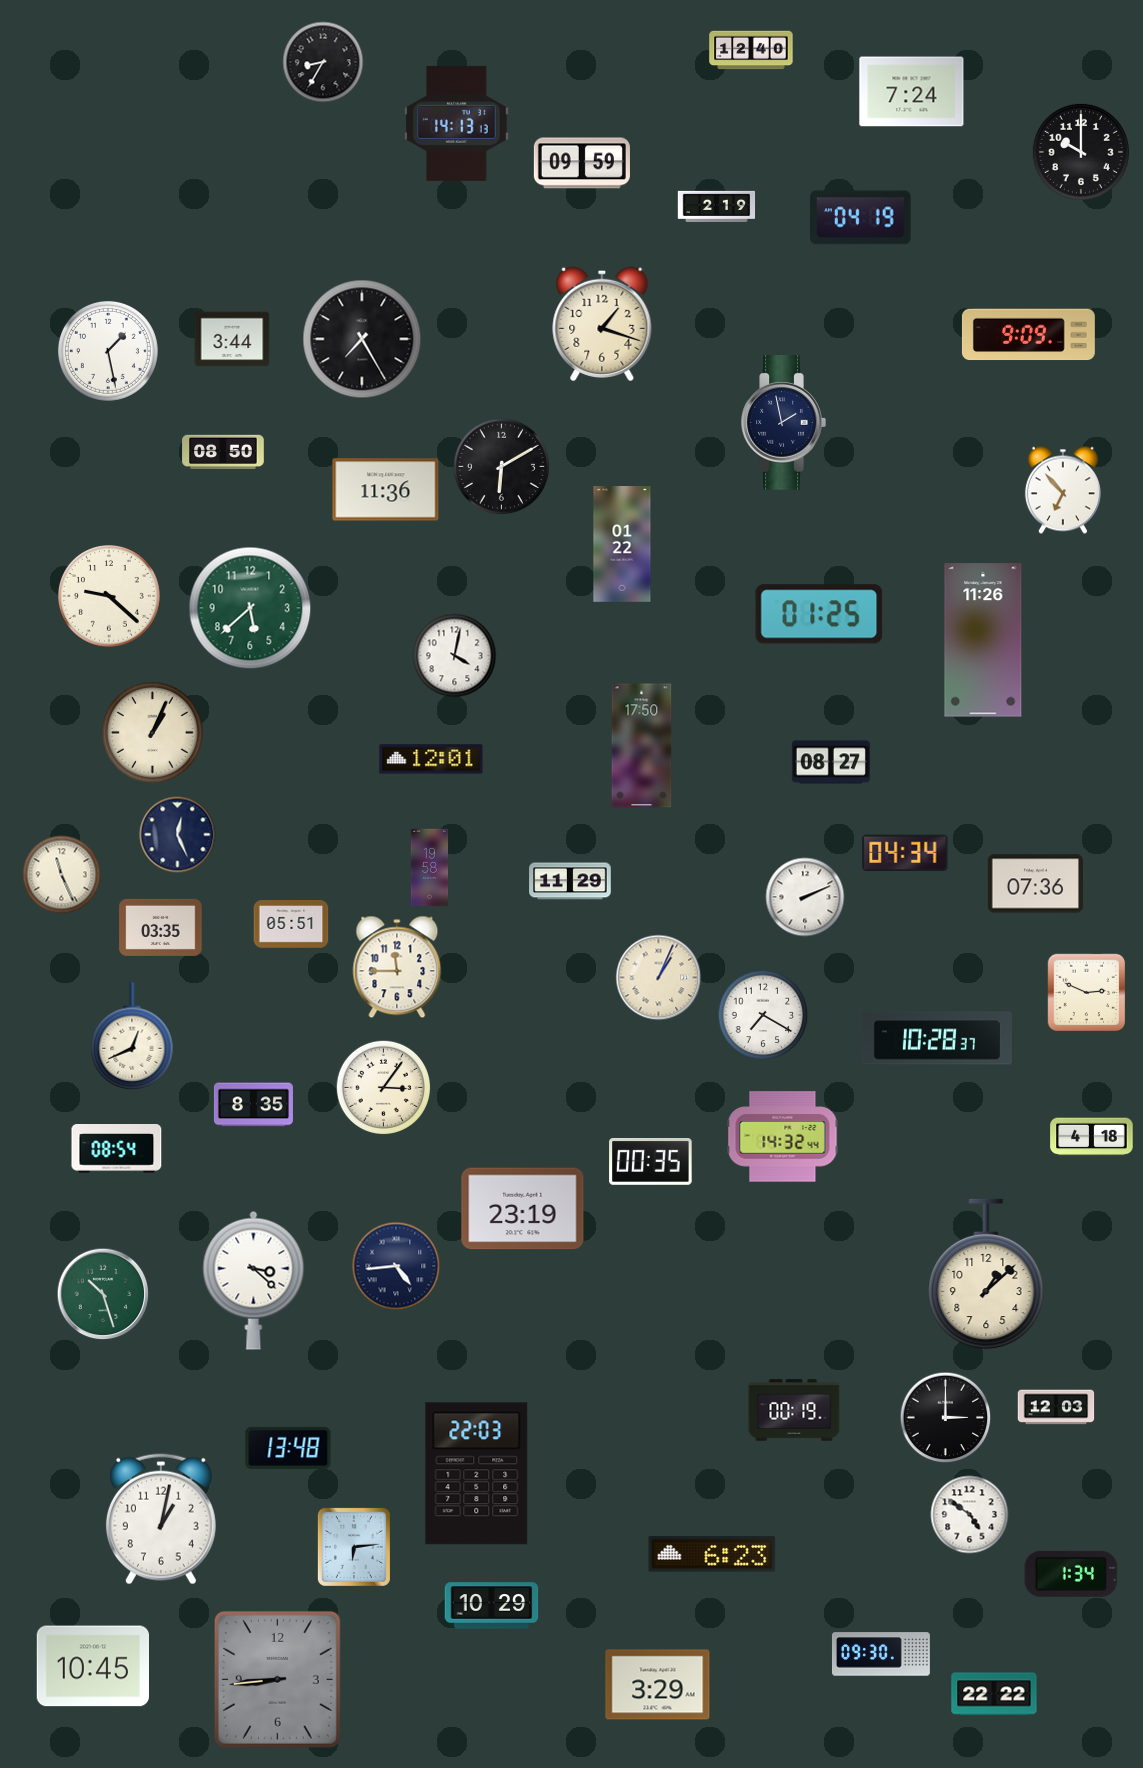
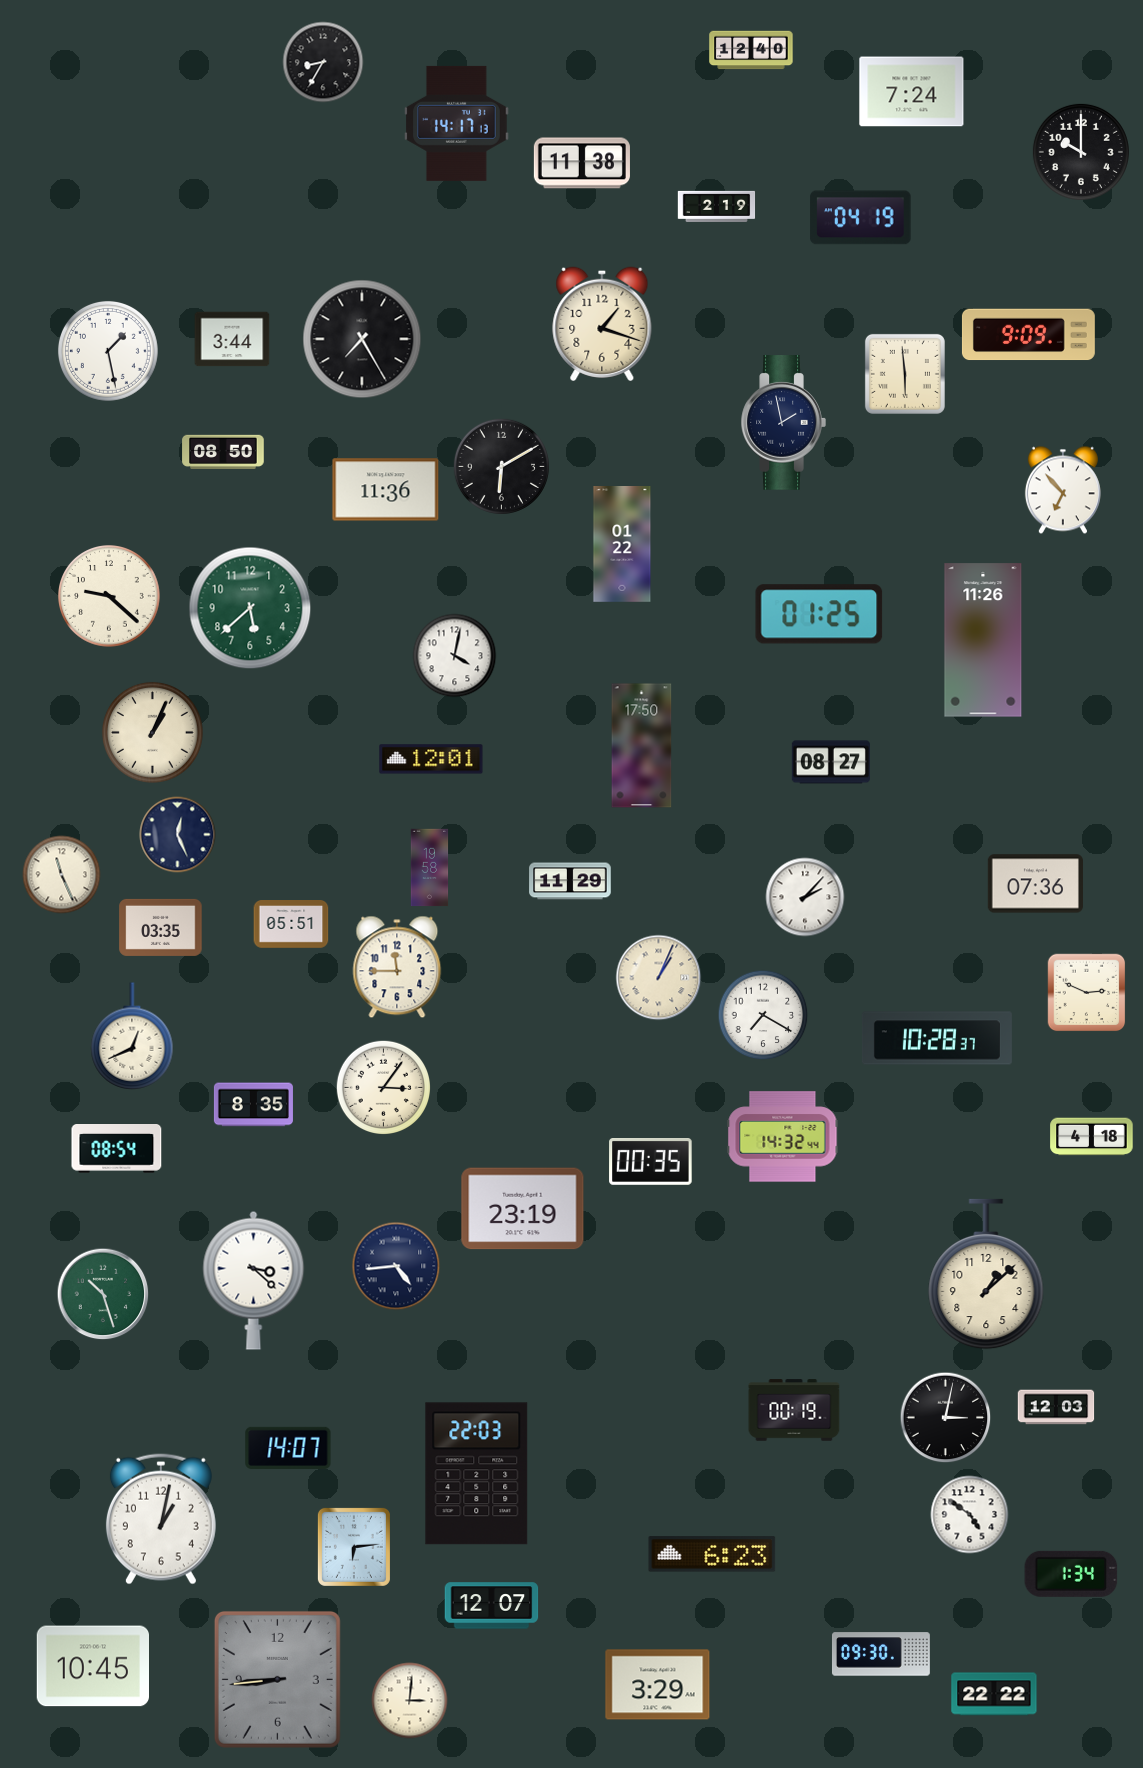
clock at (457, 123): 14:13 -> 14:17
clock at (582, 163): 09:59 -> 11:38
clock at (905, 374): none -> 5:59
clock at (905, 852): 04:34 -> none
clock at (805, 897): 2:11 -> 2:07
clock at (946, 1418): 3:00 -> 3:02
clock at (288, 1448): 13:48 -> 14:07
clock at (492, 1606): 10:29 -> 12:07
clock at (410, 1701): none -> 3:01
